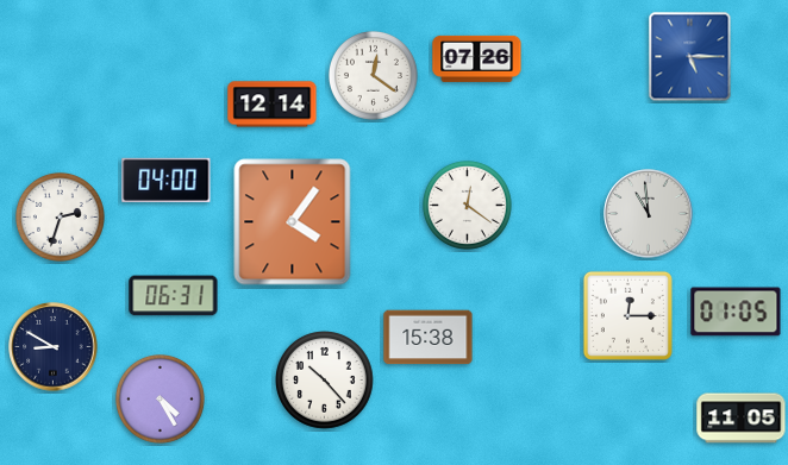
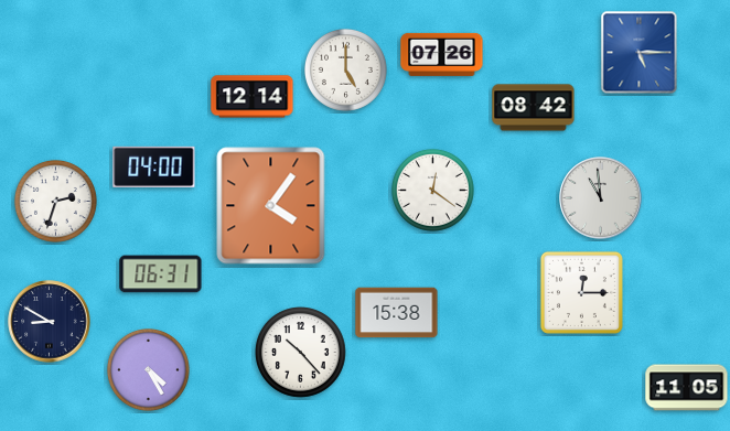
clock at (373, 75): 12:21 -> 5:00
clock at (534, 108): none -> 08:42
clock at (736, 312): 01:05 -> none
